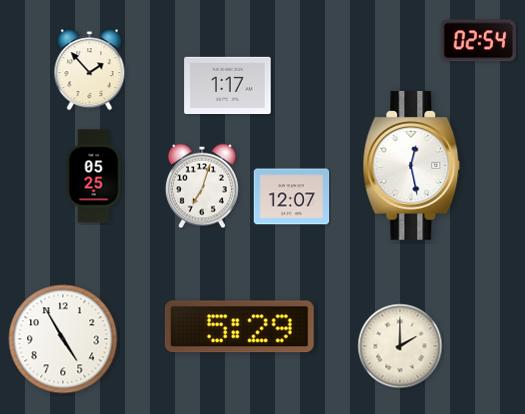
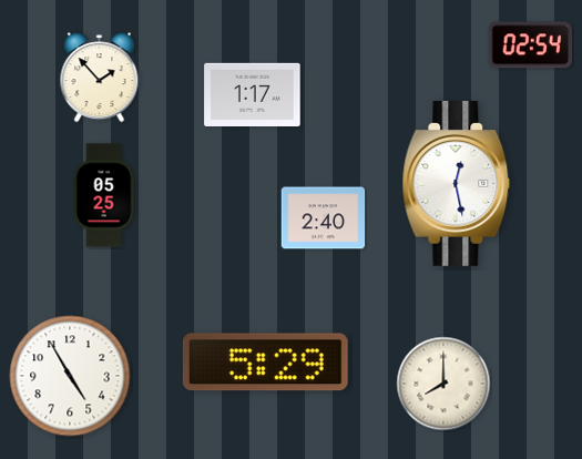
clock at (202, 186): 7:03 -> none
clock at (292, 197): 12:07 -> 2:40
clock at (400, 346): 2:00 -> 8:00
